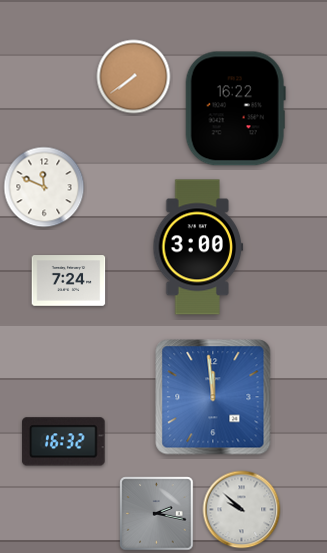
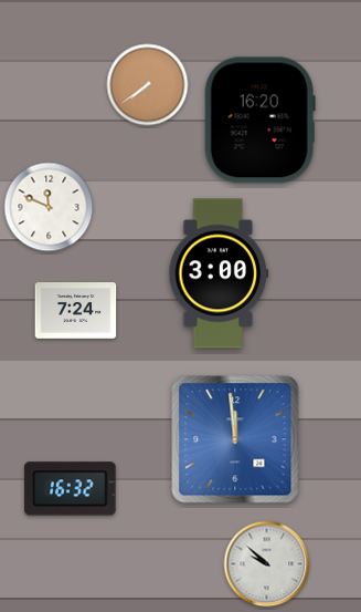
clock at (235, 109): 16:22 -> 16:20
clock at (157, 514): 2:17 -> none
